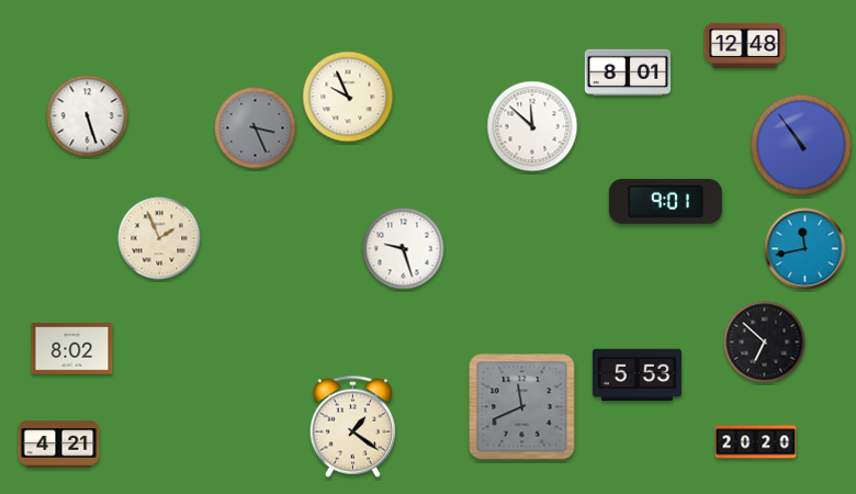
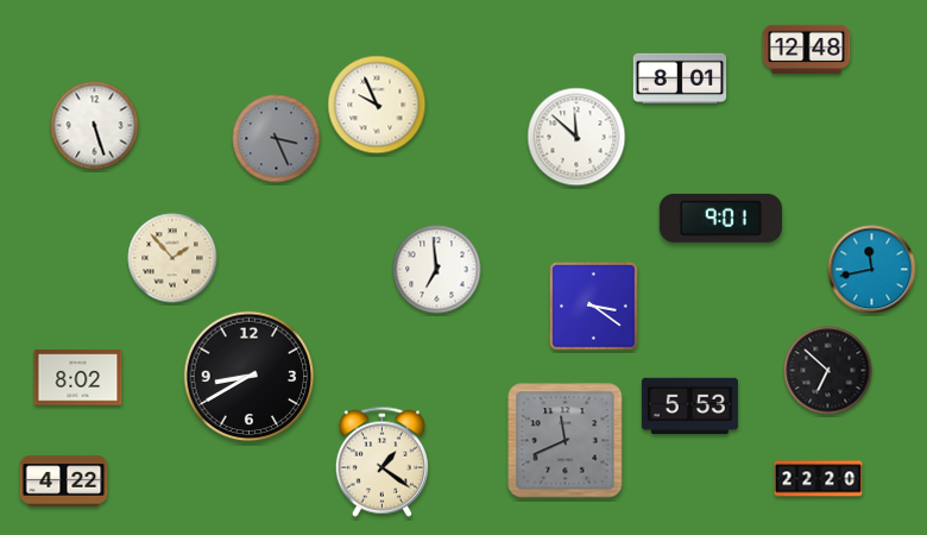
clock at (801, 145): 10:54 -> none
clock at (159, 238): 1:56 -> 1:53
clock at (404, 249): 9:27 -> 6:59
clock at (594, 307): none -> 3:21
clock at (250, 377): none -> 8:40
clock at (756, 442): 20:20 -> 22:20
clock at (59, 445): 4:21 -> 4:22
